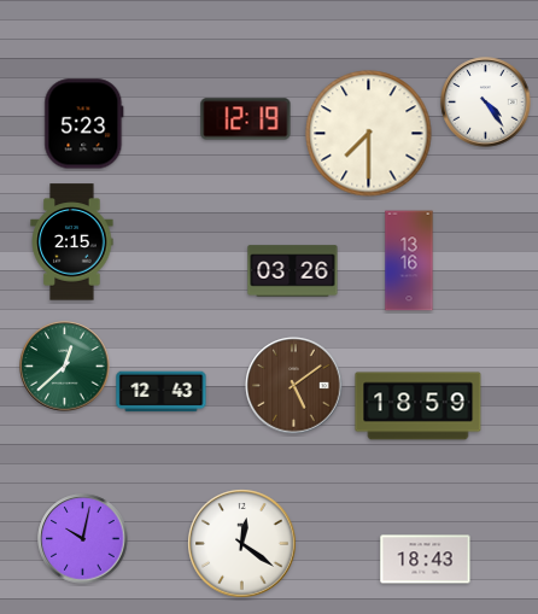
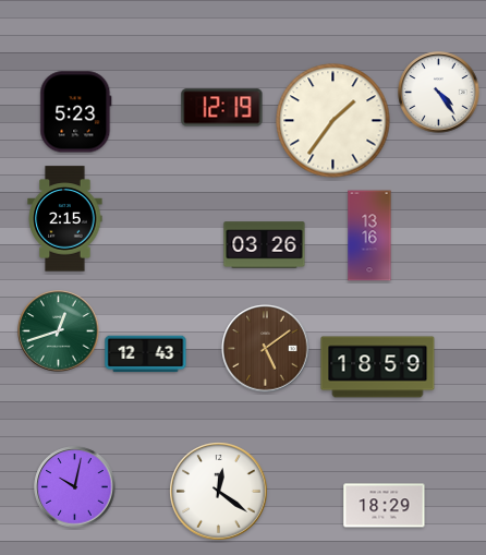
clock at (369, 134): 7:30 -> 1:36
clock at (65, 367): 12:38 -> 12:42
clock at (426, 560): 18:43 -> 18:29
